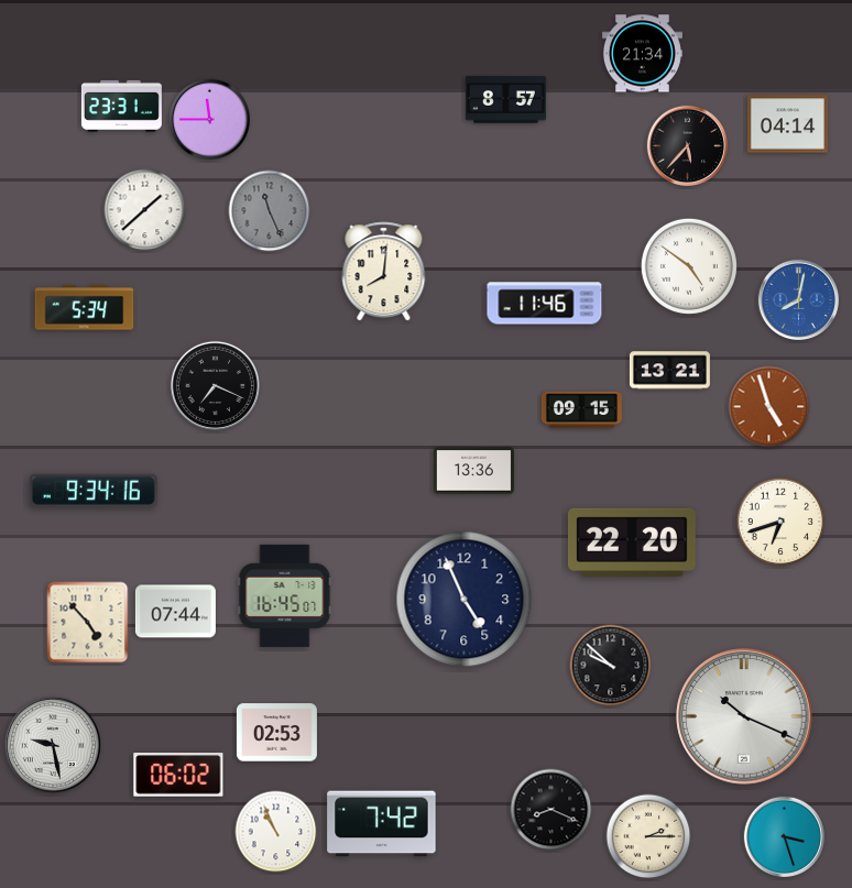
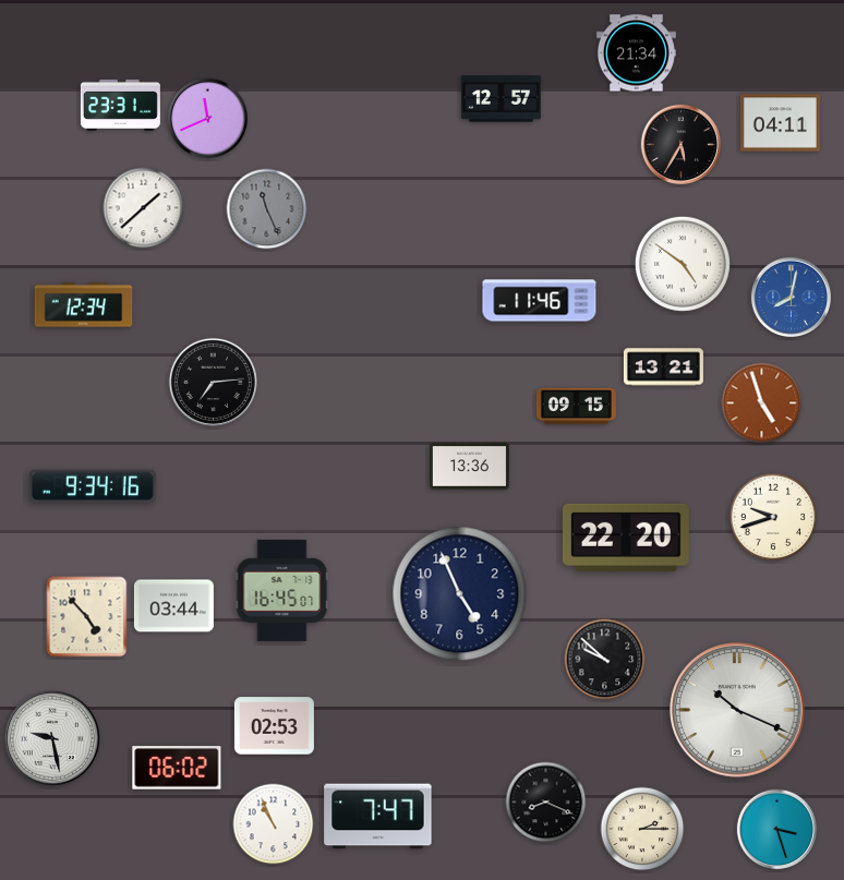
clock at (505, 100): 8:57 -> 12:57
clock at (209, 119): 11:45 -> 11:41
clock at (787, 124): 04:14 -> 04:11
clock at (687, 145): 5:37 -> 5:35
clock at (384, 272): 8:01 -> none
clock at (85, 308): 5:34 -> 12:34
clock at (215, 385): 7:19 -> 7:14
clock at (780, 522): 6:42 -> 9:42
clock at (175, 612): 07:44 -> 03:44
clock at (382, 824): 7:42 -> 7:47
